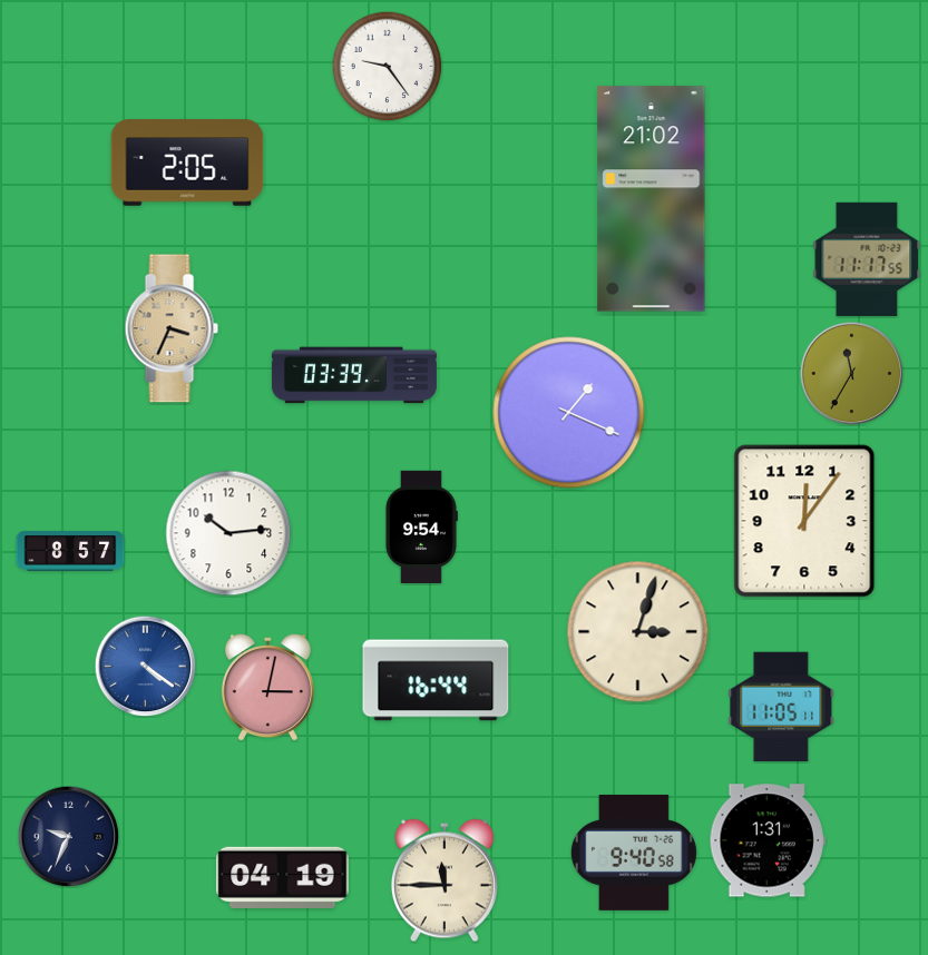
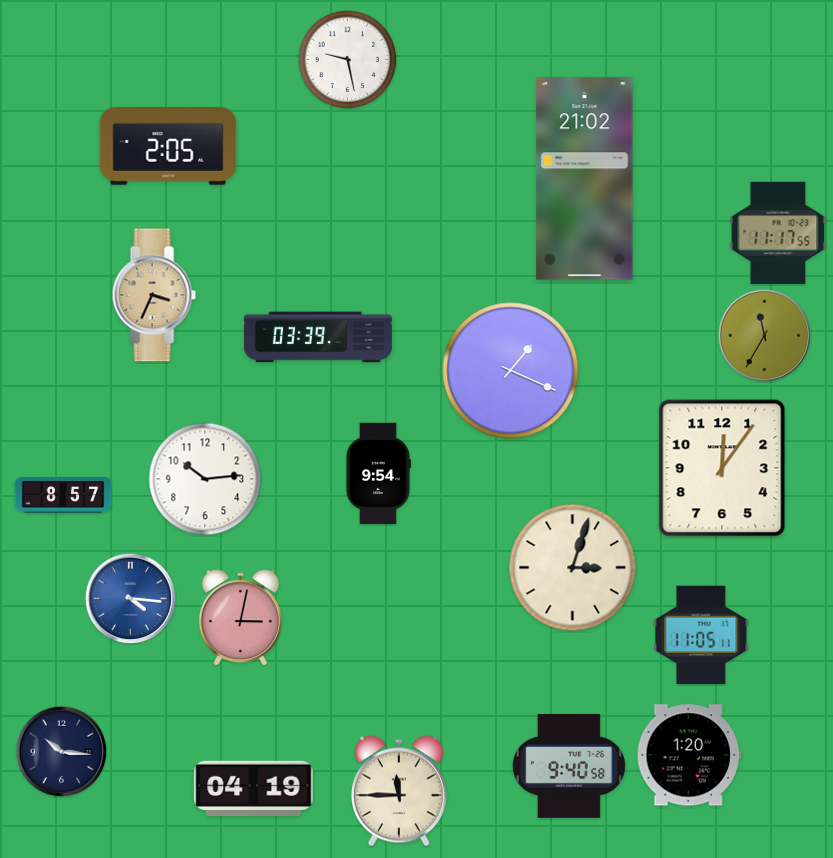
clock at (388, 67): 9:24 -> 9:28
clock at (145, 666): 4:21 -> 4:16
clock at (436, 680): 16:44 -> none
clock at (68, 836): 9:34 -> 10:16
clock at (768, 840): 1:31 -> 1:20
